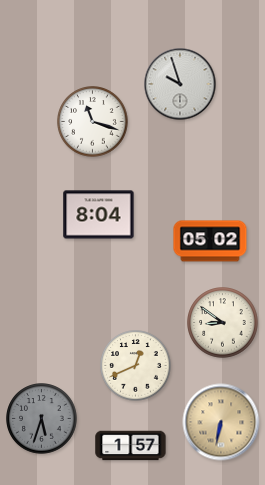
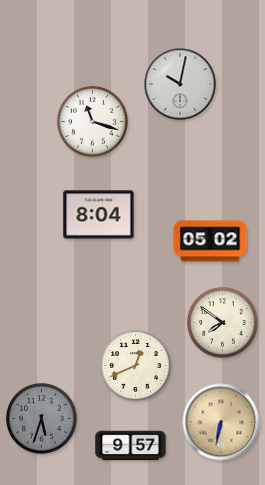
clock at (180, 84): 9:57 -> 10:02
clock at (223, 323): 8:51 -> 7:51
clock at (131, 446): 1:57 -> 9:57
